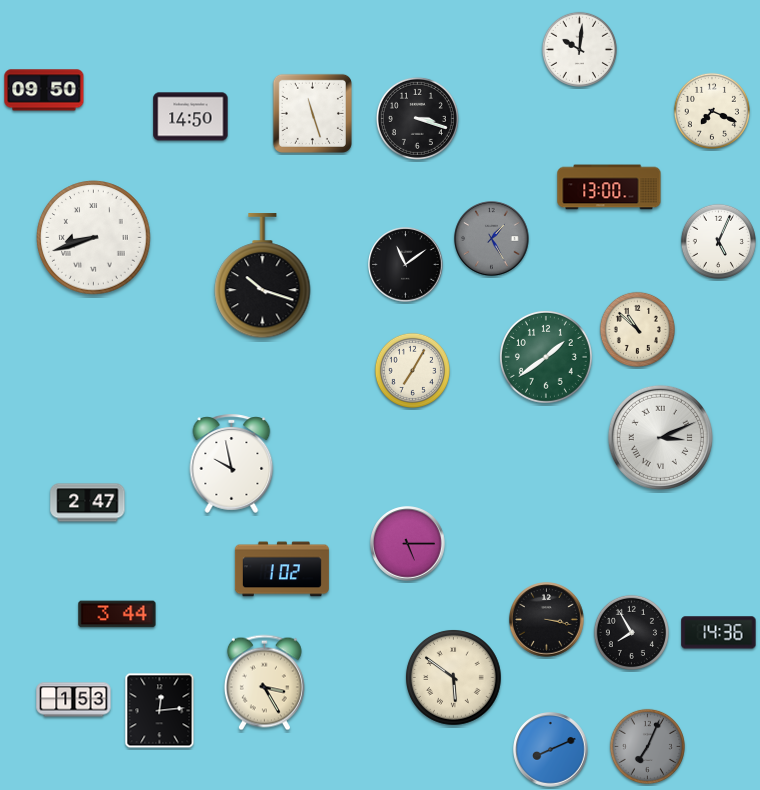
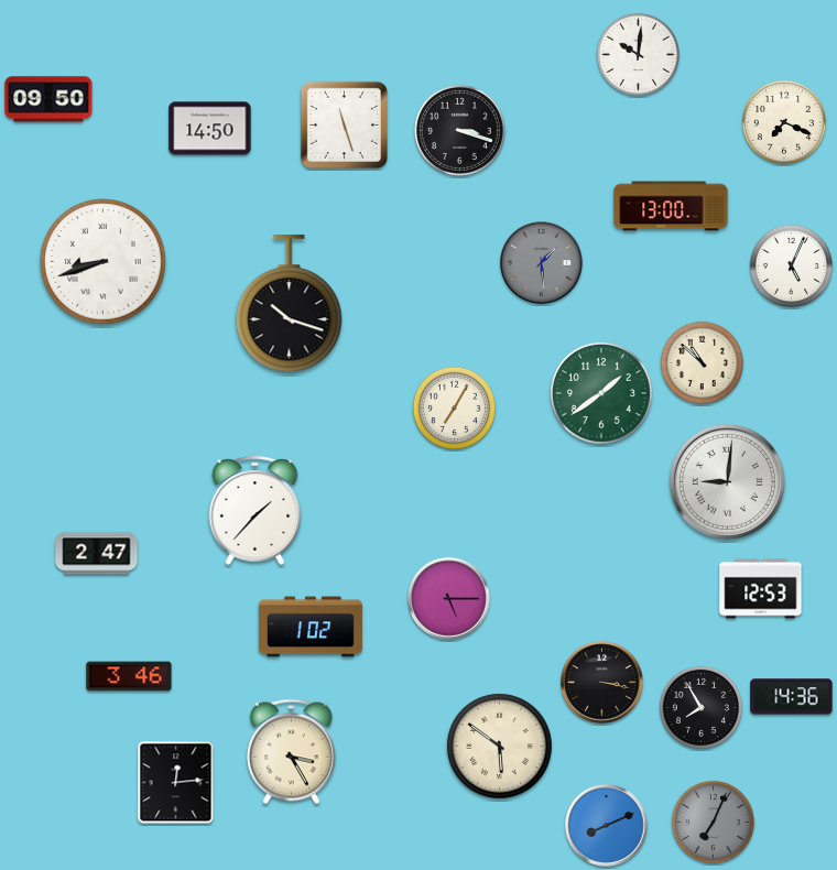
clock at (492, 239): 1:25 -> 1:29
clock at (406, 265): 11:09 -> none
clock at (660, 437): 3:11 -> 9:01
clock at (232, 463): 9:58 -> 1:37
clock at (761, 589): none -> 12:53
clock at (117, 614): 3:44 -> 3:46
clock at (631, 632) position: (631, 632) -> (700, 707)
clock at (74, 700): 1:53 -> none
